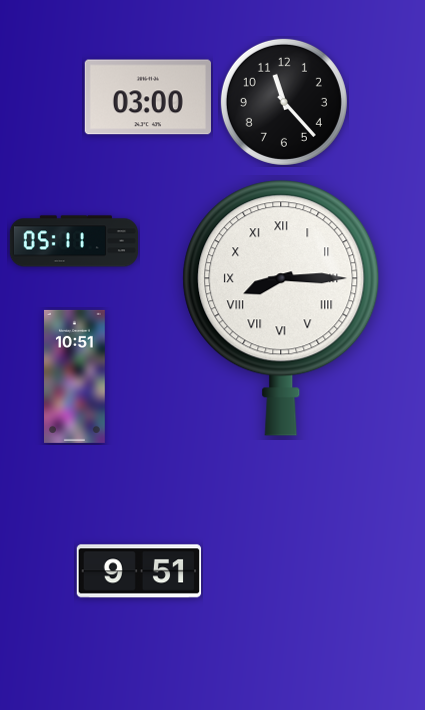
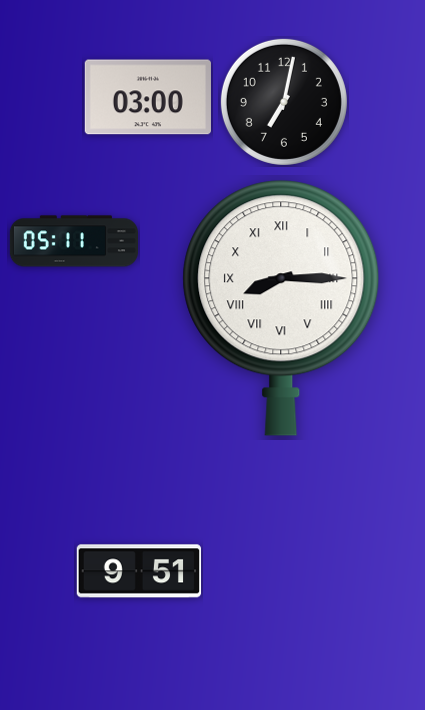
clock at (284, 102): 11:23 -> 7:02
clock at (75, 376): 10:51 -> none
